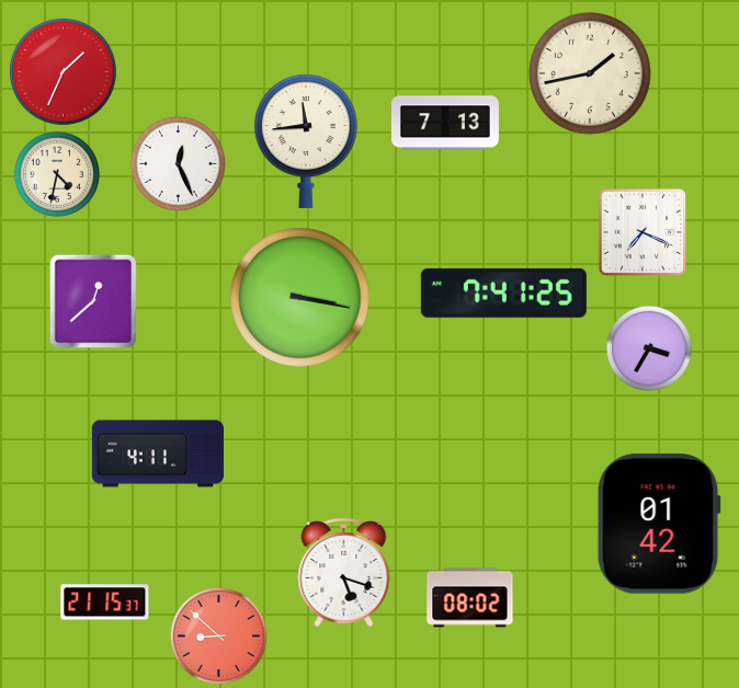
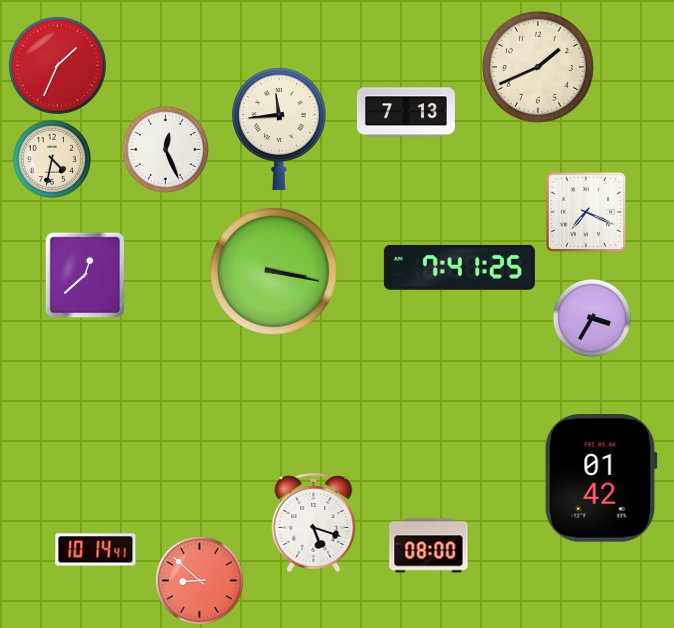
clock at (590, 73): 1:43 -> 1:41
clock at (178, 163) position: (178, 163) -> (165, 149)
clock at (157, 454): 4:11 -> none
clock at (470, 598): 08:02 -> 08:00
clock at (105, 603): 21:15 -> 10:14
